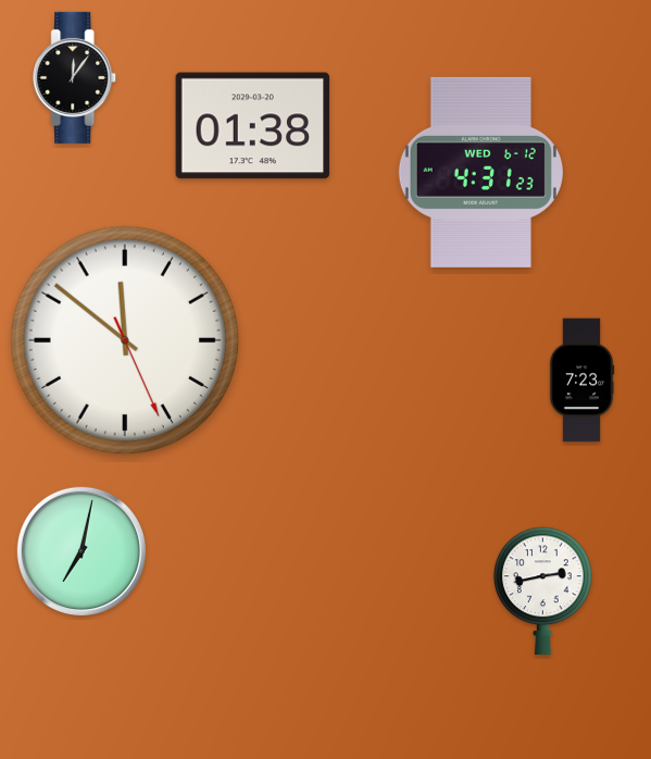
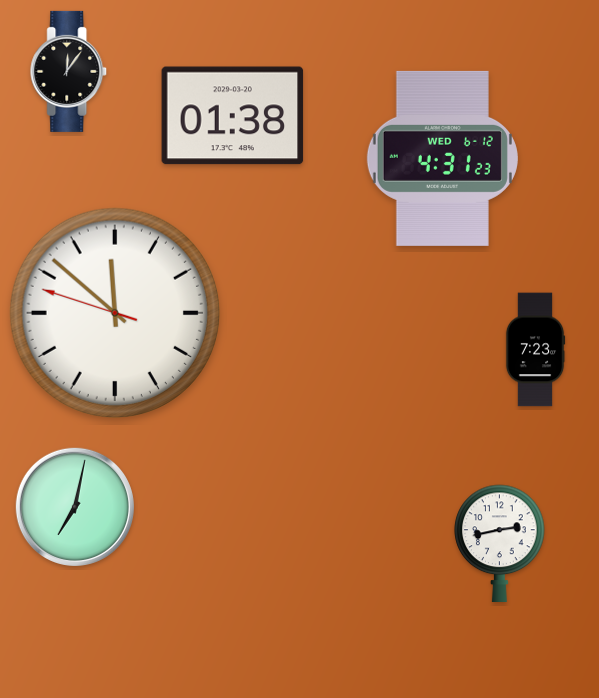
clock at (124, 339): 11:51:26 -> 11:51:48
